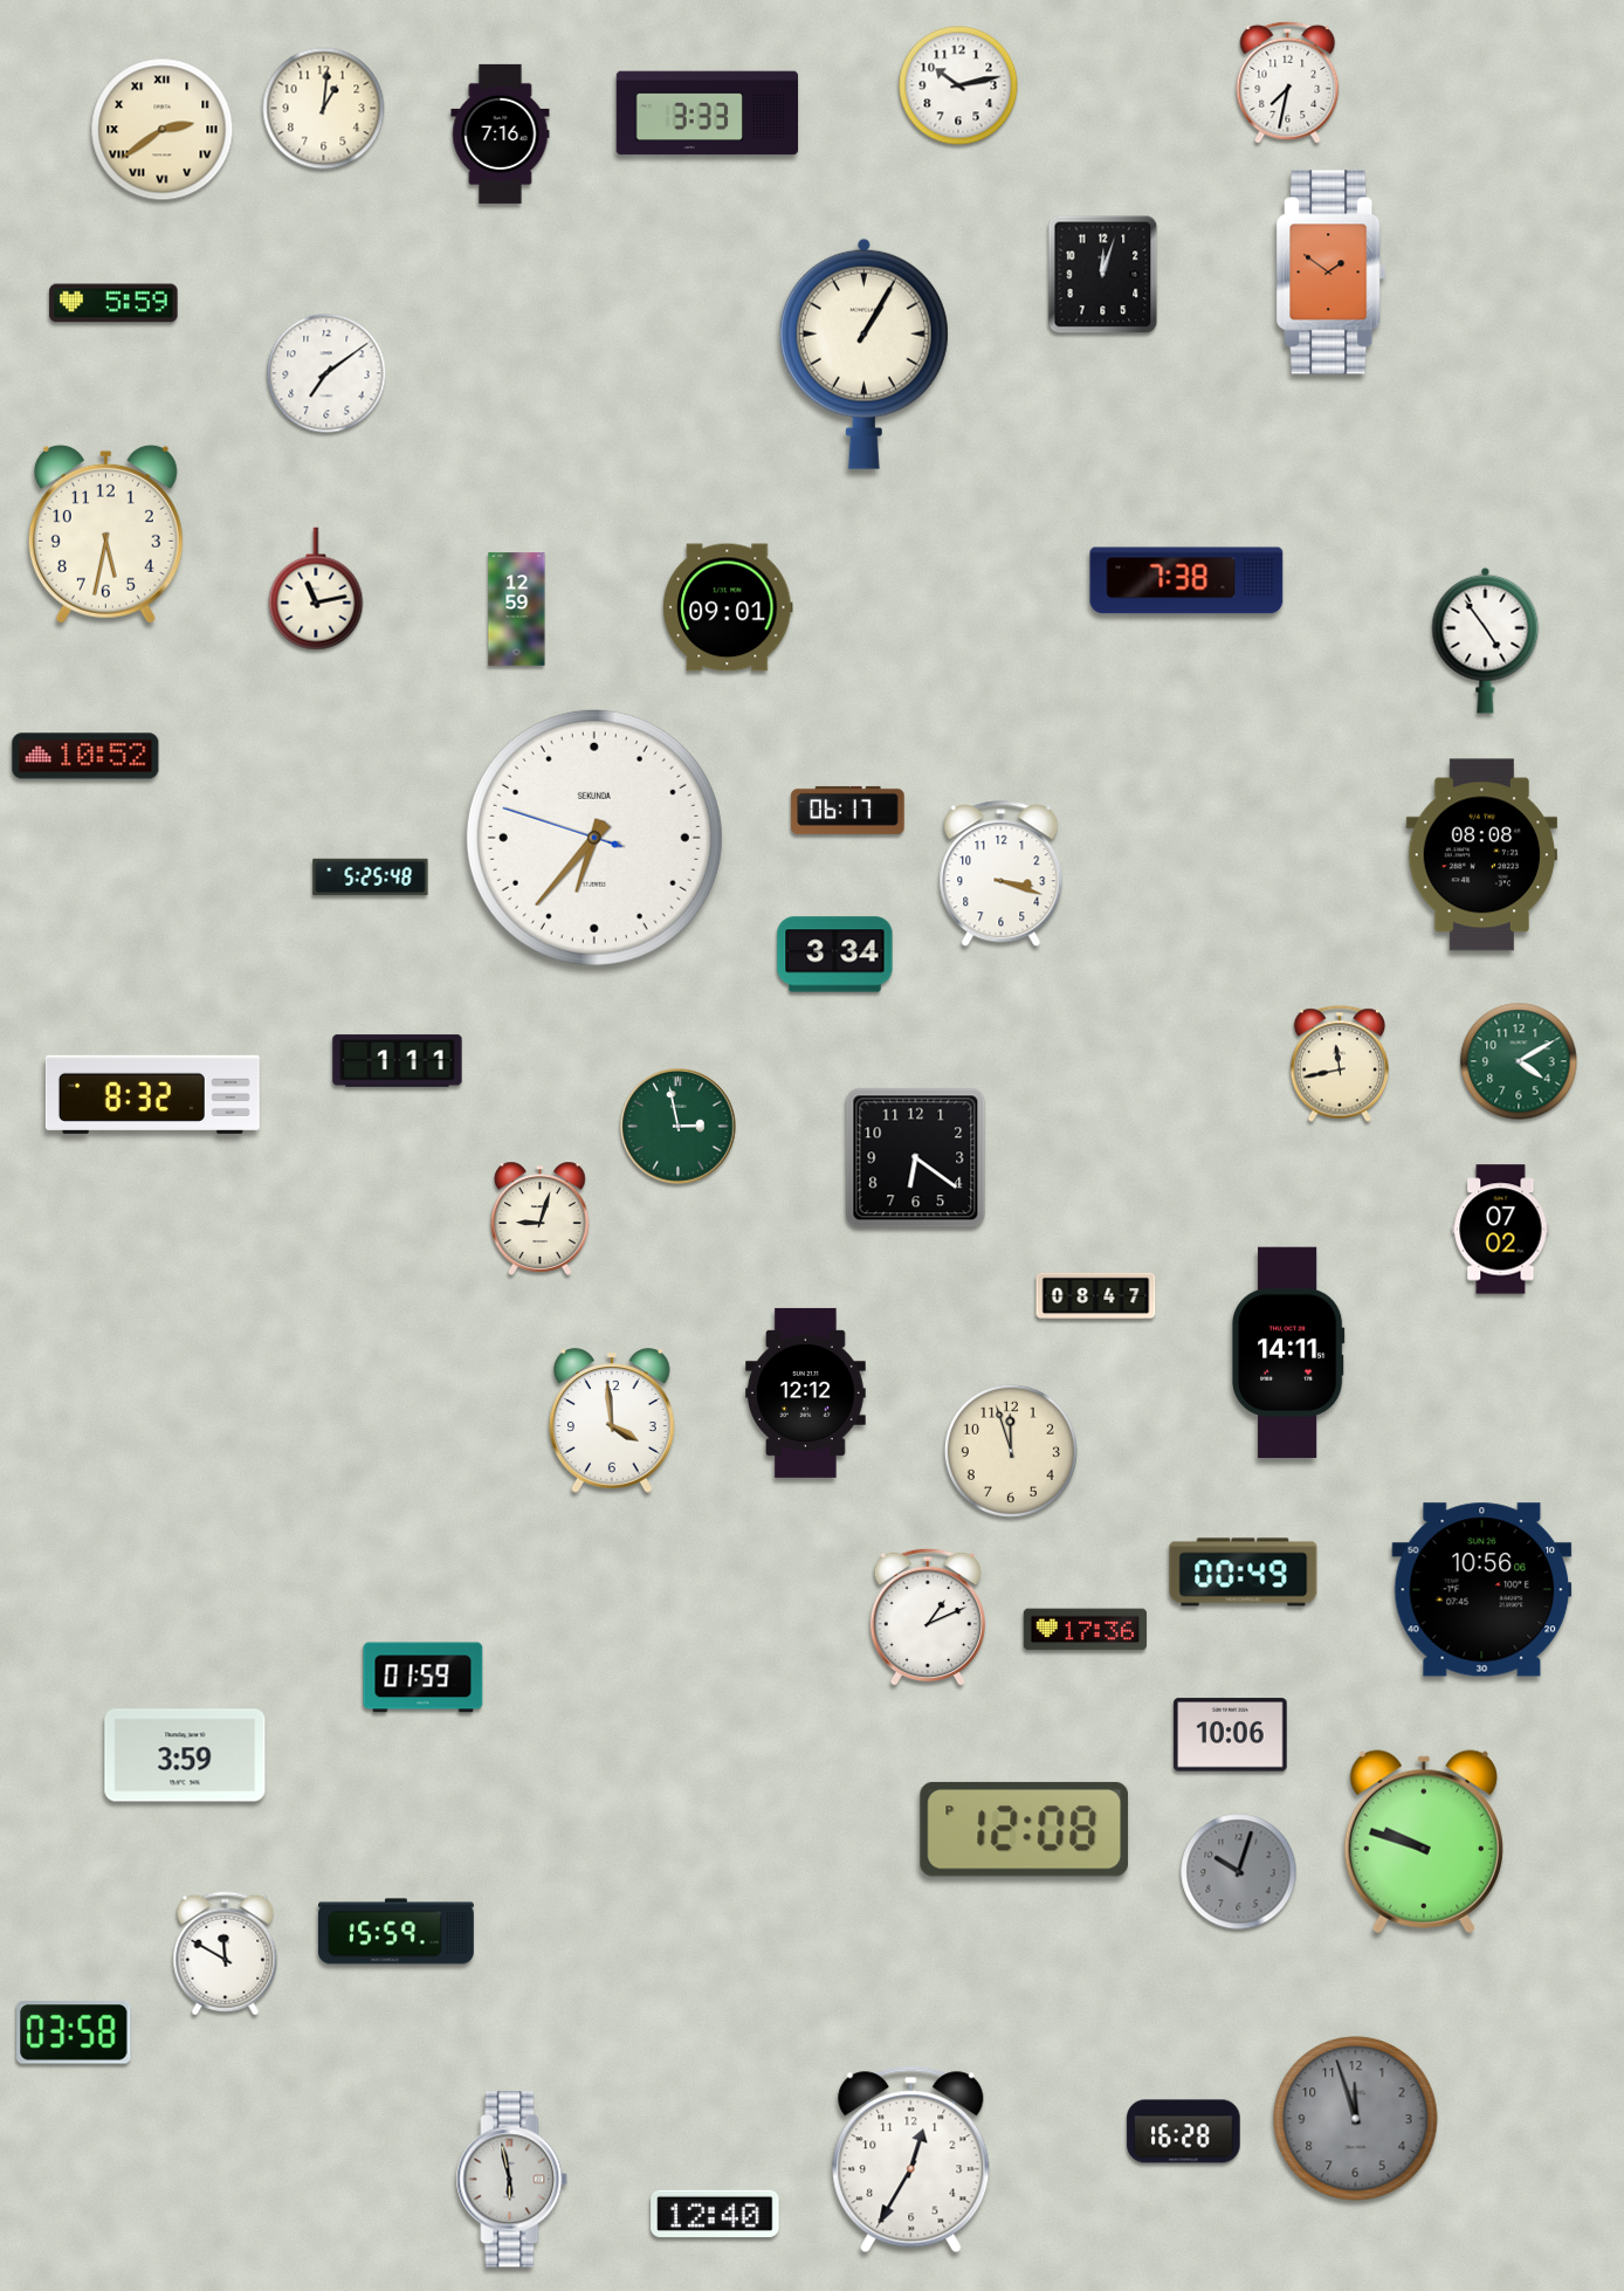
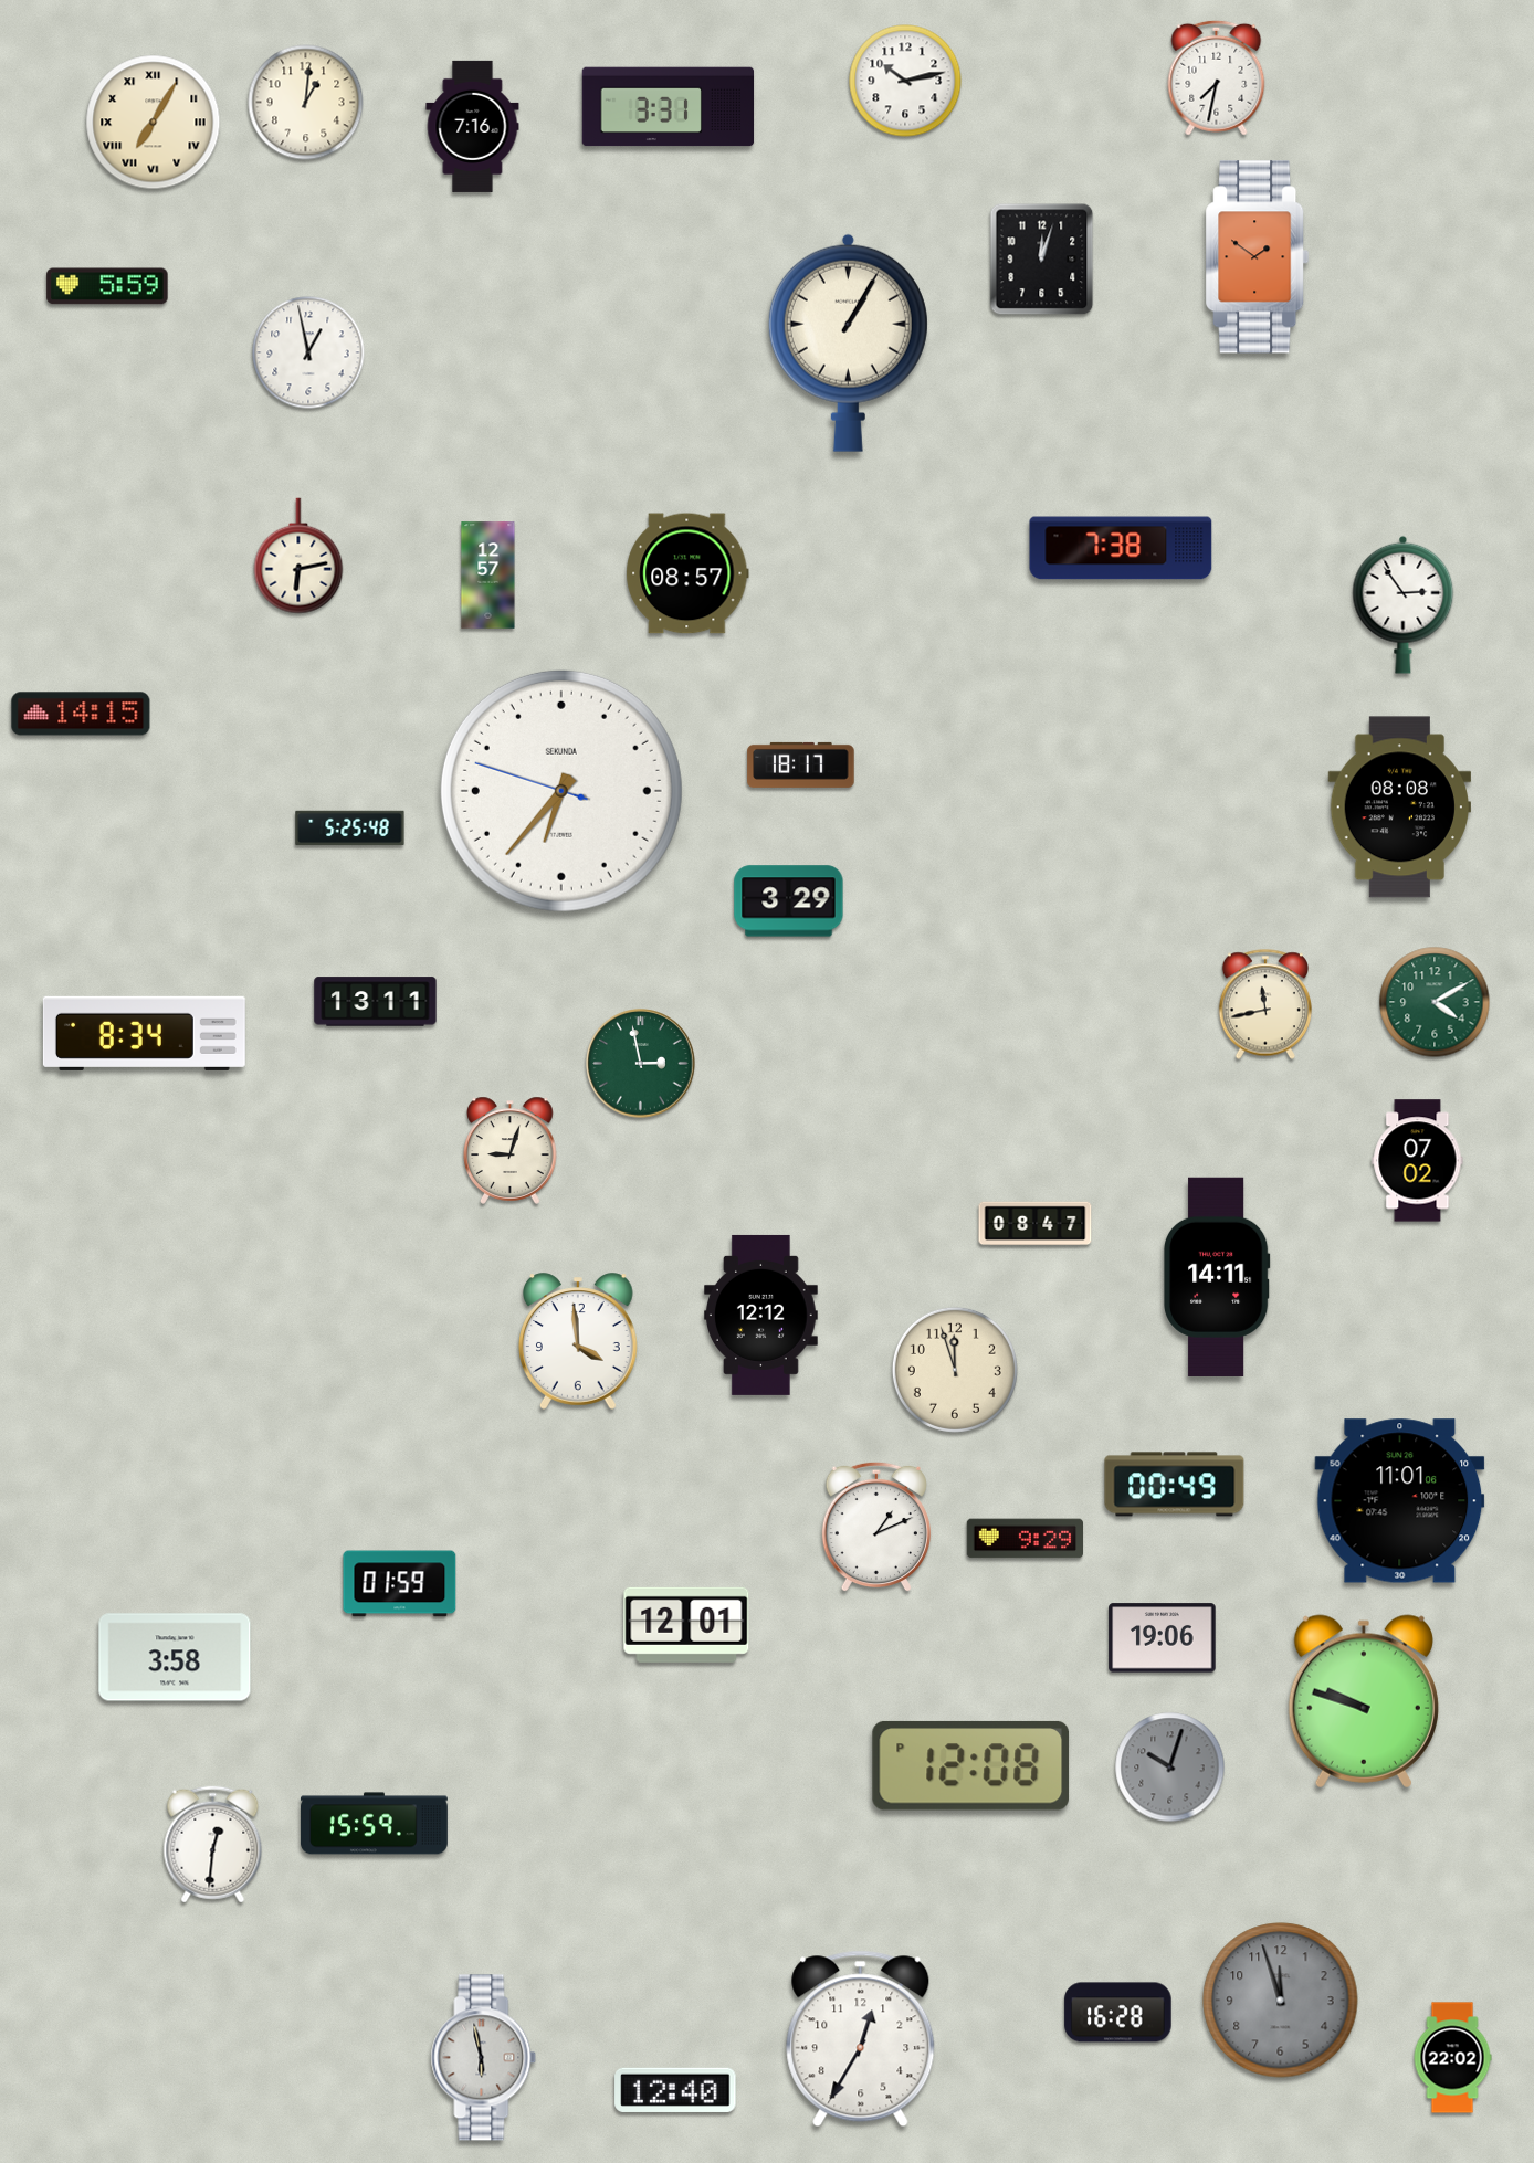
clock at (708, 113): 3:33 -> 3:31
clock at (163, 130): 2:39 -> 7:05
clock at (863, 353) position: (863, 353) -> (848, 342)
clock at (326, 373): 7:09 -> 12:58
clock at (105, 534): 5:32 -> none
clock at (316, 589): 11:13 -> 6:13
clock at (728, 607): 09:01 -> 08:57
clock at (517, 610): 12:59 -> 12:57
clock at (1486, 640): 4:54 -> 2:54
clock at (85, 756): 10:52 -> 14:15
clock at (848, 810): 06:17 -> 18:17
clock at (1002, 874): 3:18 -> none
clock at (835, 955): 3:34 -> 3:29
clock at (398, 1061): 1:11 -> 13:11
clock at (152, 1094): 8:32 -> 8:34
clock at (916, 1158): 6:21 -> none
clock at (1482, 1590): 10:56 -> 11:01
clock at (1085, 1630): 17:36 -> 9:29
clock at (686, 1625): none -> 12:01
clock at (1231, 1735): 10:06 -> 19:06
clock at (185, 1755): 3:59 -> 3:58
clock at (1025, 1829) position: (1025, 1829) -> (971, 1765)
clock at (1424, 1842) position: (1424, 1842) -> (1364, 1701)
clock at (226, 1954): 11:50 -> 12:31
clock at (74, 2032): 03:58 -> none
clock at (1452, 2058): none -> 22:02
